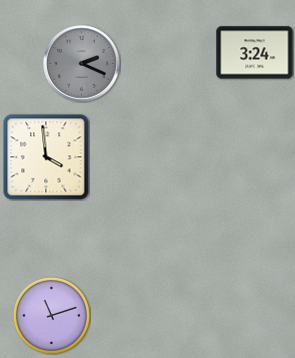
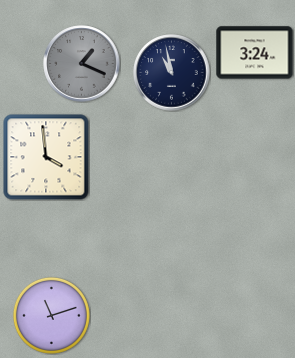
clock at (82, 64): 2:19 -> 1:19
clock at (172, 73): none -> 10:58
